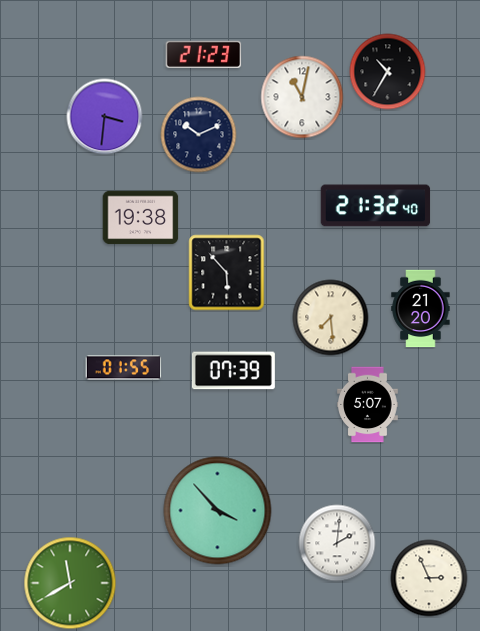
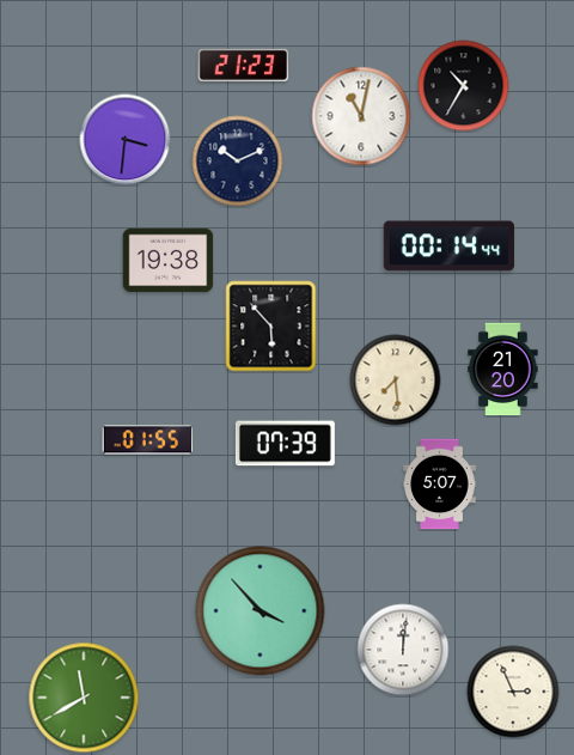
clock at (376, 206): 21:32 -> 00:14
clock at (233, 371) position: (233, 371) -> (285, 444)
clock at (337, 543): 2:01 -> 12:01
